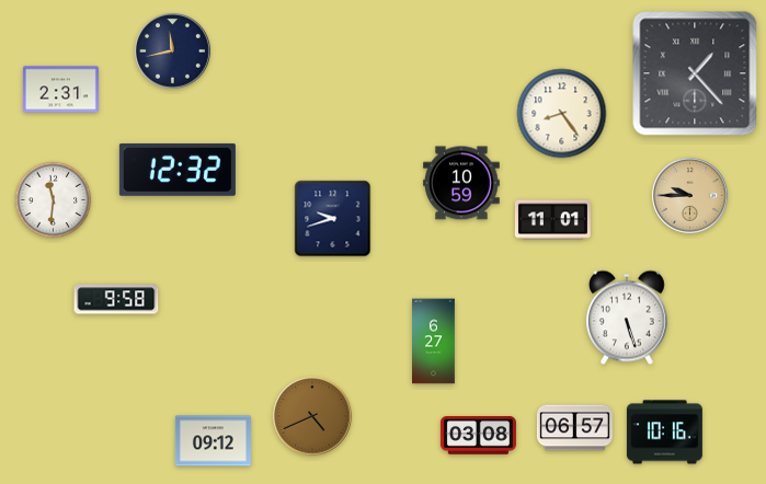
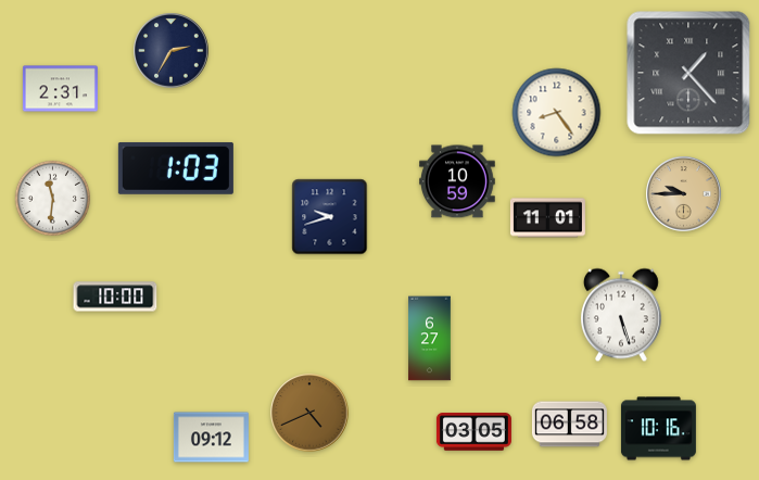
clock at (173, 51): 11:43 -> 2:35
clock at (178, 170): 12:32 -> 1:03
clock at (116, 299): 9:58 -> 10:00
clock at (574, 428): 06:57 -> 06:58
clock at (478, 436): 03:08 -> 03:05
